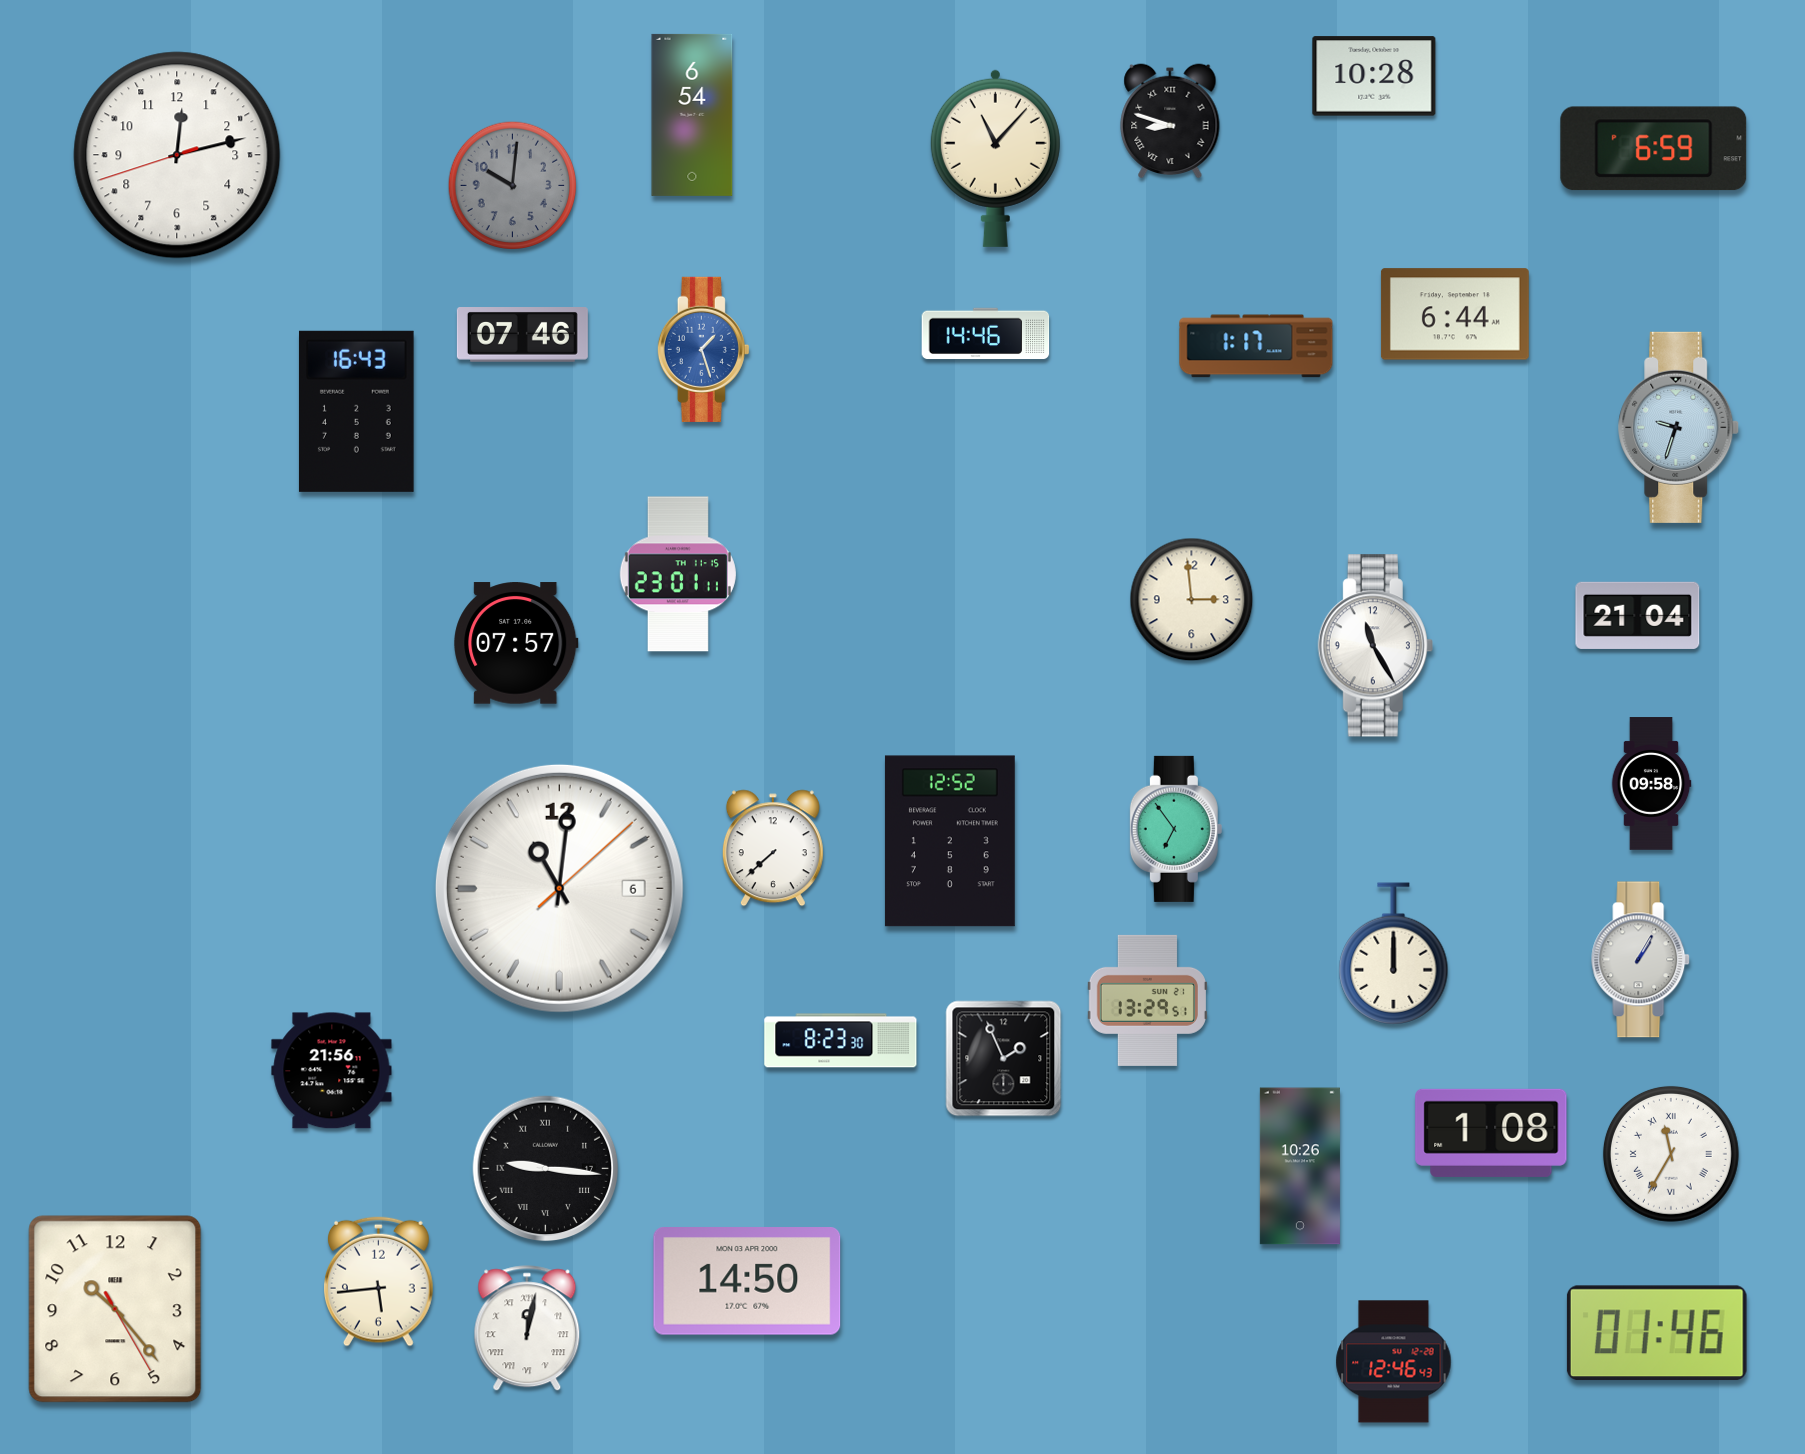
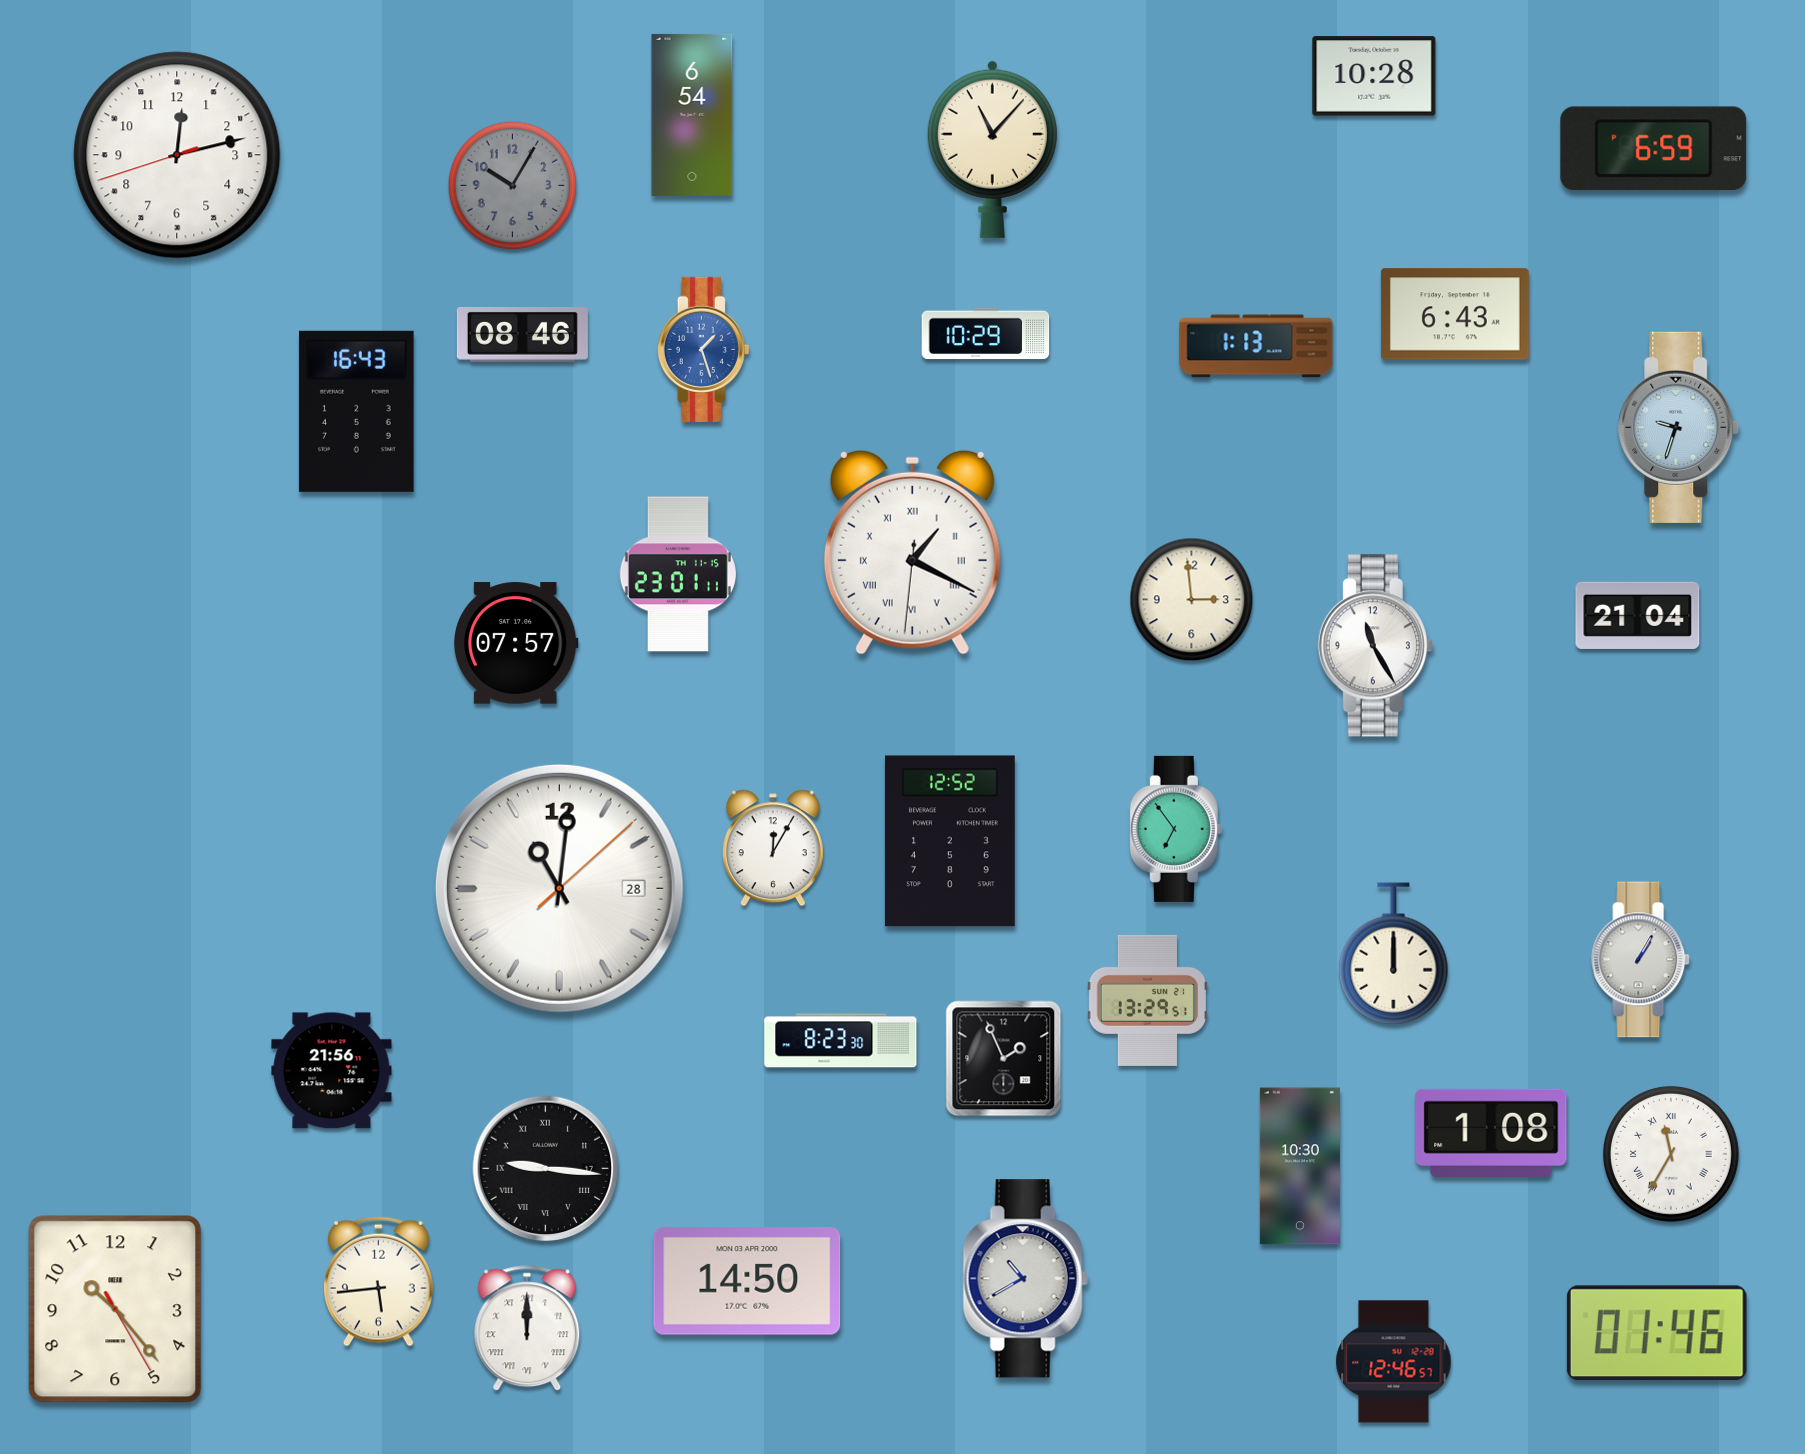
clock at (1170, 121): 8:48 -> none
clock at (995, 158) position: (995, 158) -> (992, 149)
clock at (513, 186): 10:01 -> 10:05
clock at (1455, 314): 6:44 -> 6:43
clock at (986, 334): 14:46 -> 10:29
clock at (522, 335): 07:46 -> 08:46
clock at (1256, 346): 1:17 -> 1:13
clock at (912, 552): none -> 1:19
clock at (1651, 784): 09:58 -> none
clock at (773, 848): 7:38 -> 12:05
clock at (559, 888) date: 6 -> 28
clock at (1300, 1166): 10:26 -> 10:30
clock at (1025, 1279): none -> 10:40
clock at (527, 1329): 12:02 -> 12:00
clock at (1394, 1362): 12:46:43 -> 12:46:57
